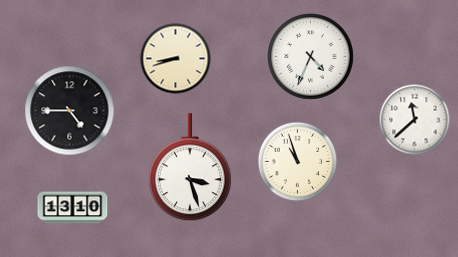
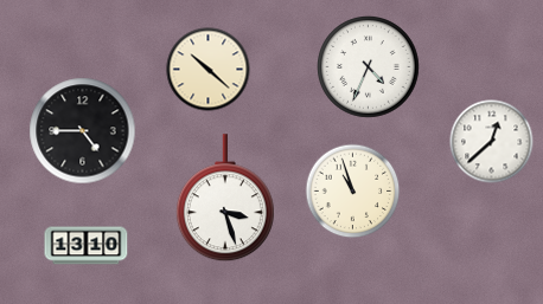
clock at (176, 59): 8:42 -> 10:22
clock at (415, 120): 11:38 -> 12:38
